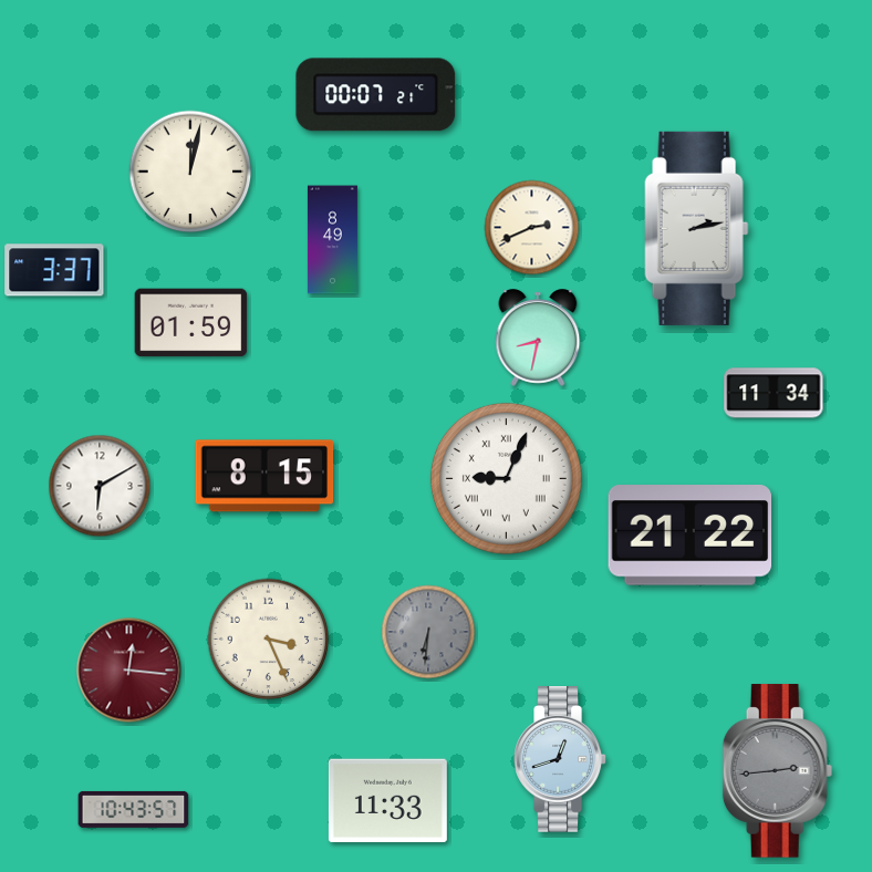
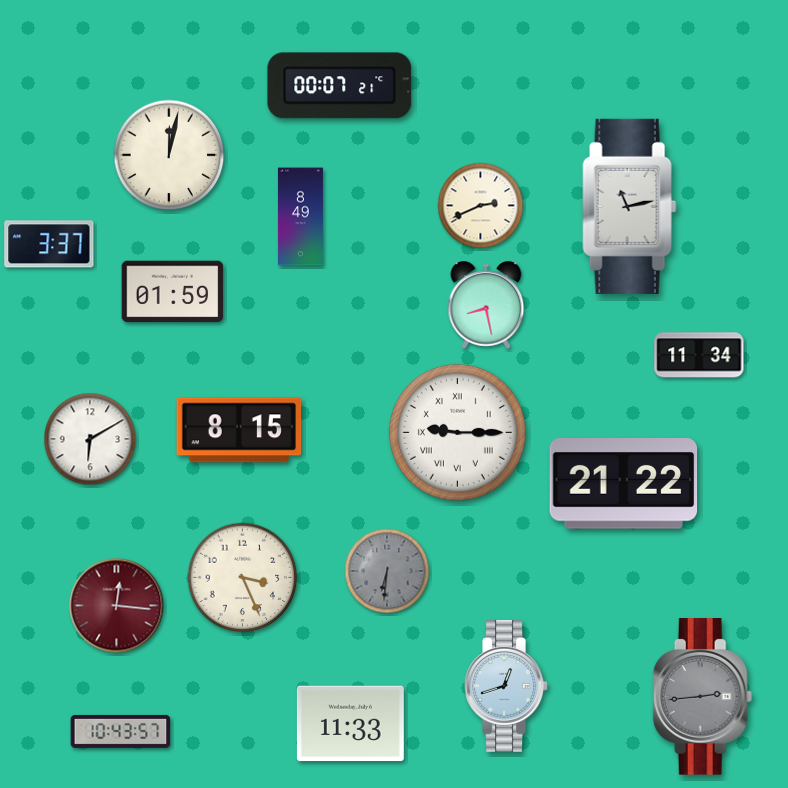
clock at (190, 172) position: (190, 172) -> (169, 155)
clock at (697, 228): 2:13 -> 11:13
clock at (538, 338): 8:32 -> 8:28
clock at (506, 478): 9:04 -> 9:15
